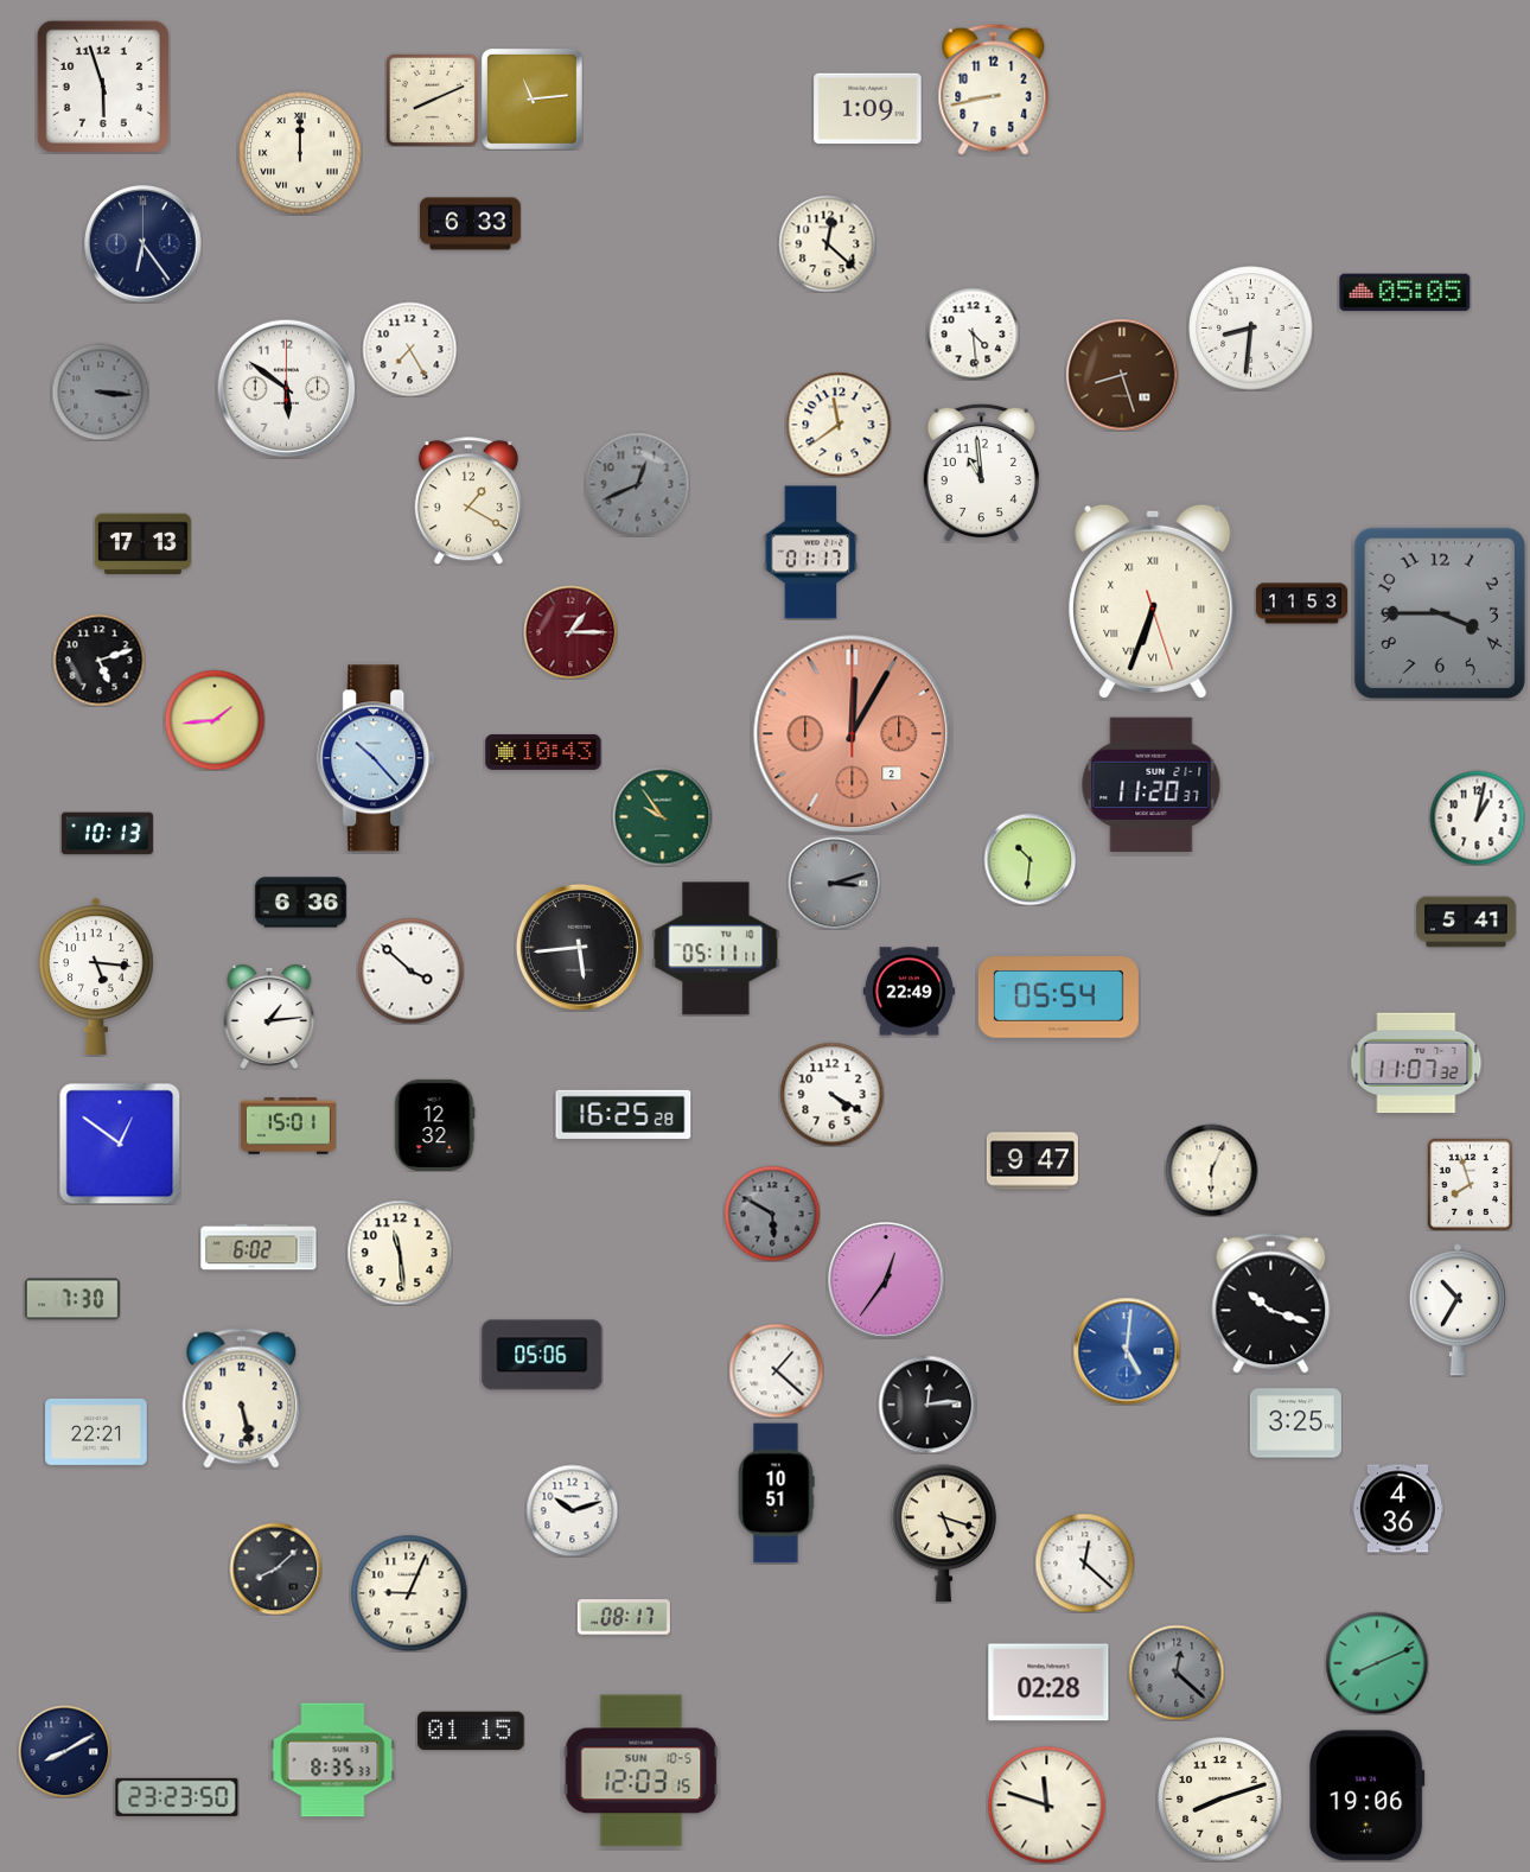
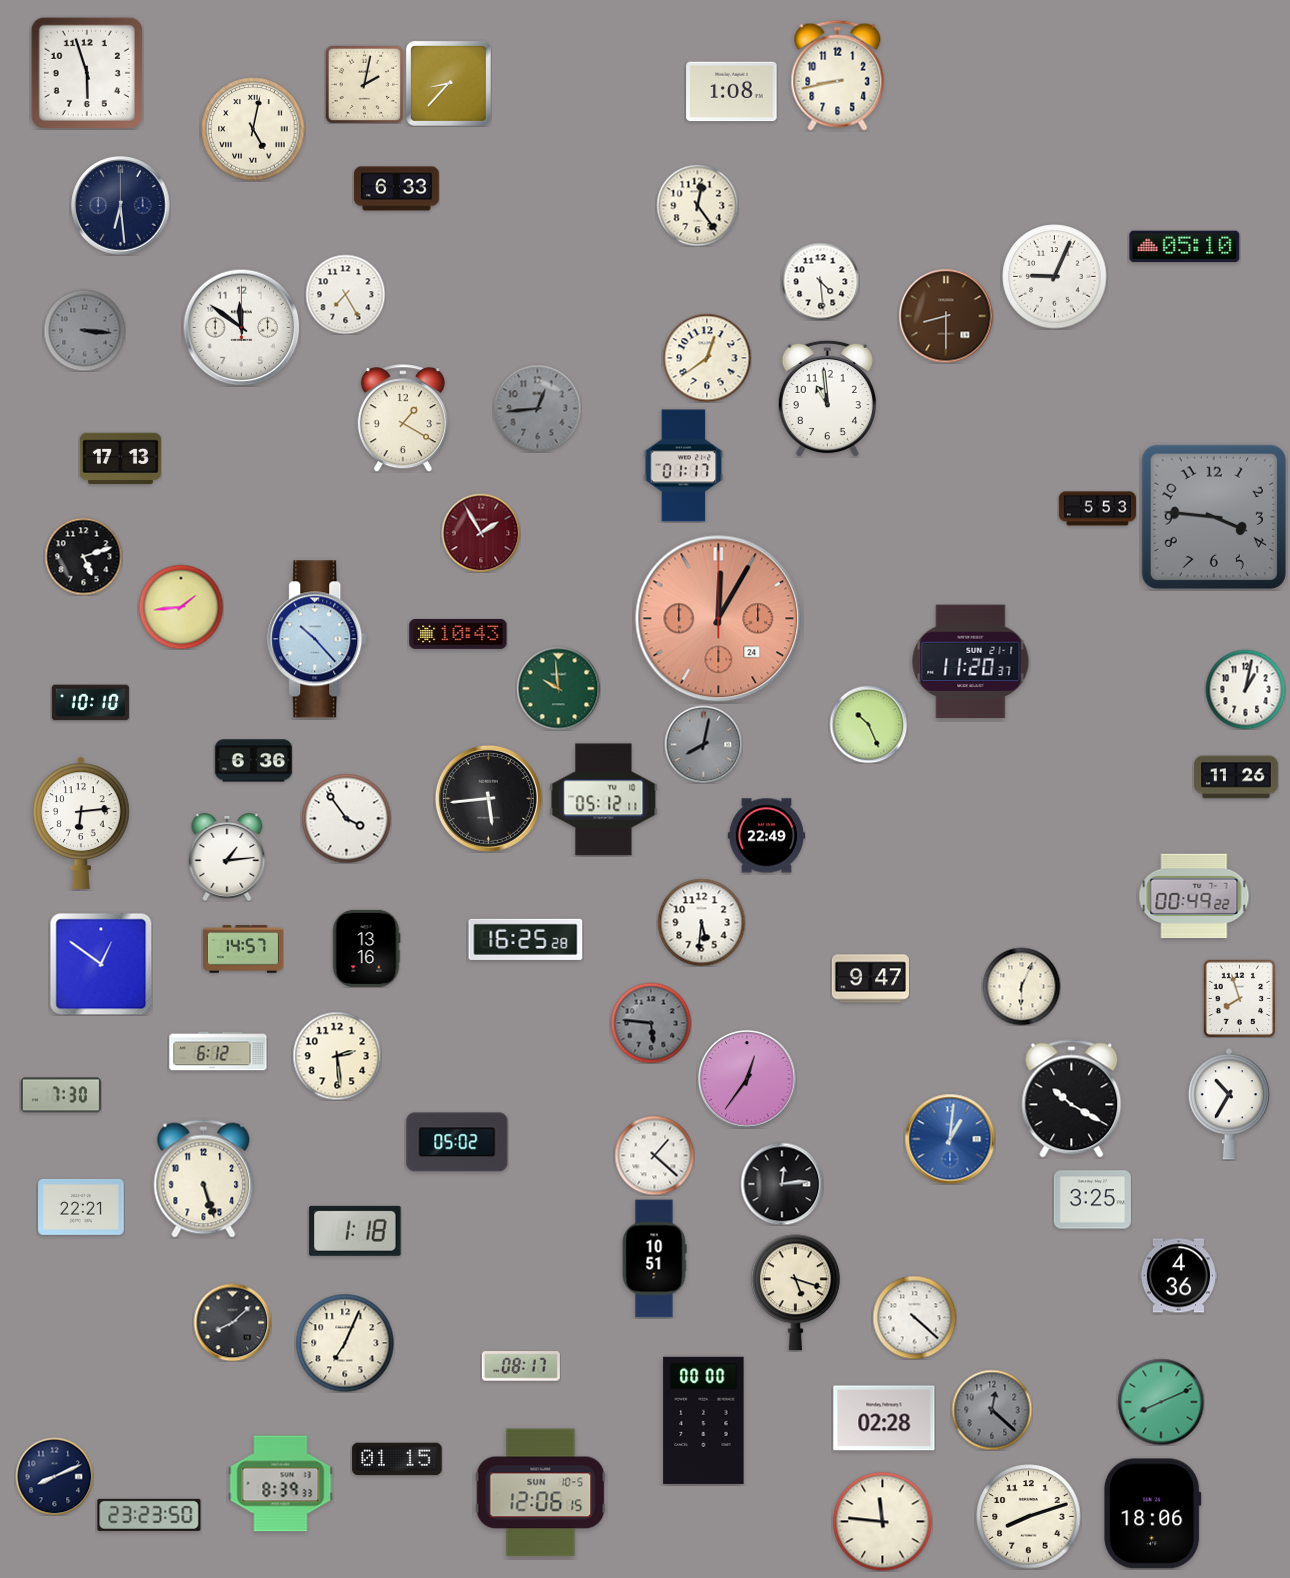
clock at (531, 98): 11:14 -> 8:37
clock at (432, 100): 8:11 -> 2:02
clock at (868, 109): 1:09 -> 1:08
clock at (300, 153): 12:00 -> 5:02
clock at (827, 243): 12:22 -> 12:24
clock at (144, 244): 6:24 -> 6:29
clock at (1405, 293): 05:05 -> 05:10
clock at (1251, 329): 8:31 -> 9:04
clock at (1122, 375): 8:27 -> 8:30
clock at (286, 388): 5:51 -> 11:51
clock at (839, 425): 11:39 -> 12:39
clock at (637, 484): 12:41 -> 12:44
clock at (468, 501) position: (468, 501) -> (403, 418)
clock at (1153, 601): 6:33 -> none
clock at (1301, 604): 11:53 -> 5:53
clock at (1440, 613): 3:45 -> 3:46
clock at (570, 632): 1:15 -> 1:55
clock at (853, 734) date: 2 -> 24
clock at (662, 816): 9:54 -> 9:59
clock at (107, 834): 10:13 -> 10:10
clock at (1029, 859): 10:31 -> 10:26
clock at (834, 883): 3:12 -> 8:02
clock at (1466, 922): 5:41 -> 11:26
clock at (716, 949): 05:11 -> 05:12
clock at (410, 970): 3:52 -> 3:54
clock at (96, 976): 5:16 -> 6:14
clock at (1058, 998): 05:54 -> none
clock at (1416, 1063): 11:07 -> 00:49
clock at (831, 1094): 4:20 -> 5:31
clock at (434, 1125): 12:32 -> 13:16
clock at (288, 1126): 15:01 -> 14:57
clock at (772, 1214): 5:50 -> 5:46
clock at (259, 1247): 6:02 -> 6:12
clock at (400, 1253): 11:29 -> 2:29
clock at (1271, 1304): 10:18 -> 10:20
clock at (1127, 1351): 5:01 -> 1:01
clock at (542, 1355): 05:06 -> 05:02
clock at (242, 1399): 5:28 -> 5:27
clock at (355, 1231): none -> 1:18
clock at (1397, 1509) position: (1397, 1509) -> (1178, 1276)
clock at (572, 1510): 10:12 -> none
clock at (1084, 1562): 12:22 -> 4:22
clock at (409, 1593): 9:04 -> 7:04
clock at (624, 1617) position: (624, 1617) -> (521, 1366)
clock at (704, 1420): none -> 00:00
clock at (64, 1751): 8:10 -> 8:11
clock at (333, 1760): 8:35 -> 8:39
clock at (642, 1771): 12:03 -> 12:06
clock at (1368, 1796): 19:06 -> 18:06
clock at (1047, 1806): 11:48 -> 11:46
